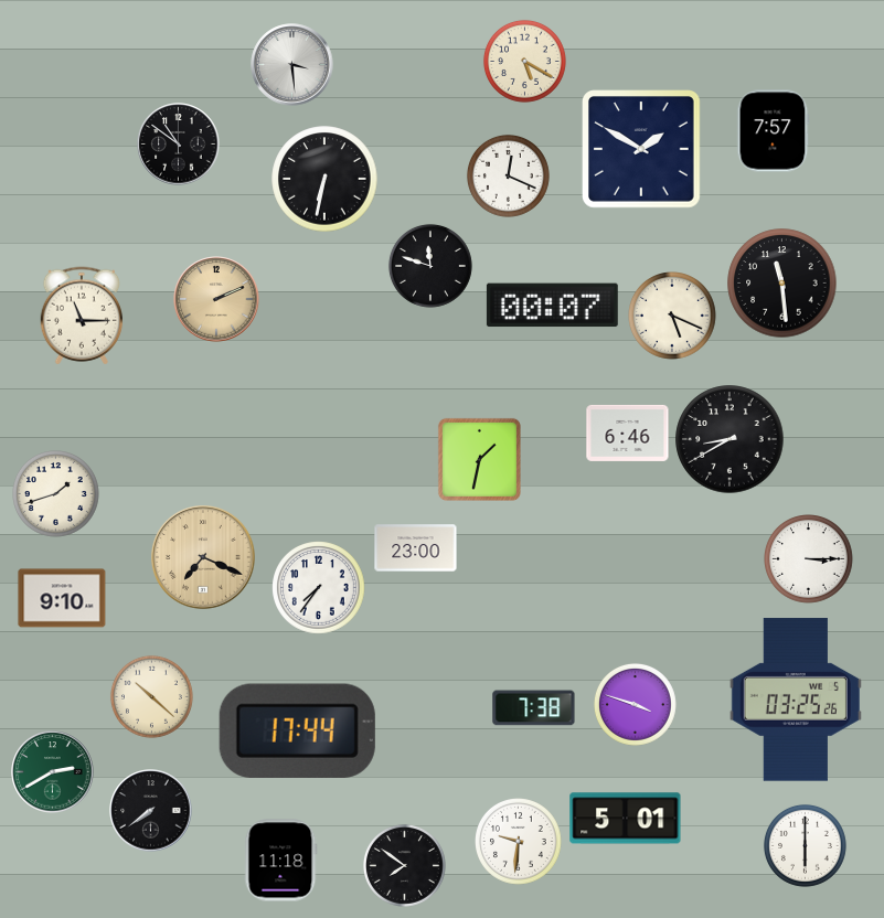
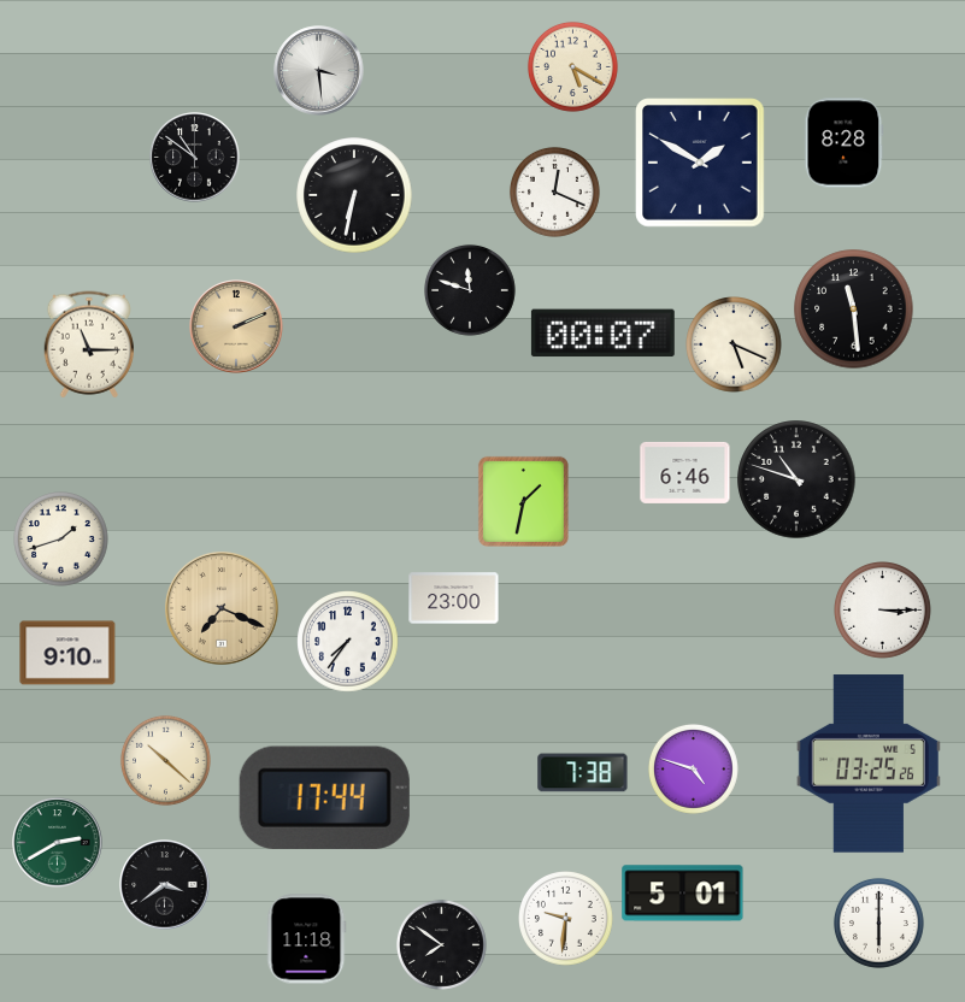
clock at (774, 131): 7:57 -> 8:28
clock at (729, 439): 8:40 -> 10:48
clock at (635, 704): 3:48 -> 4:48
clock at (151, 811): 7:39 -> 3:39
